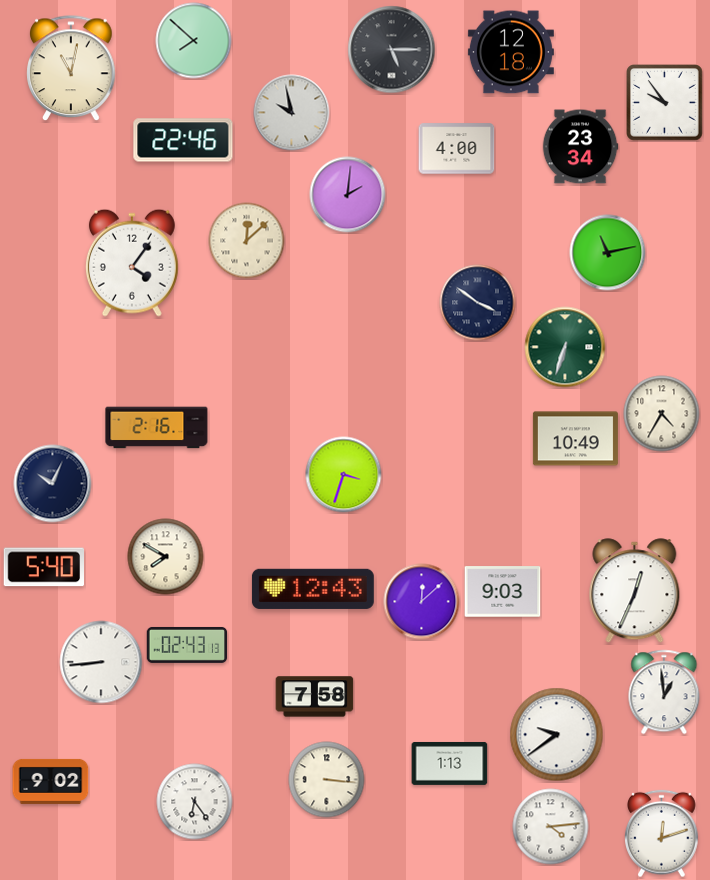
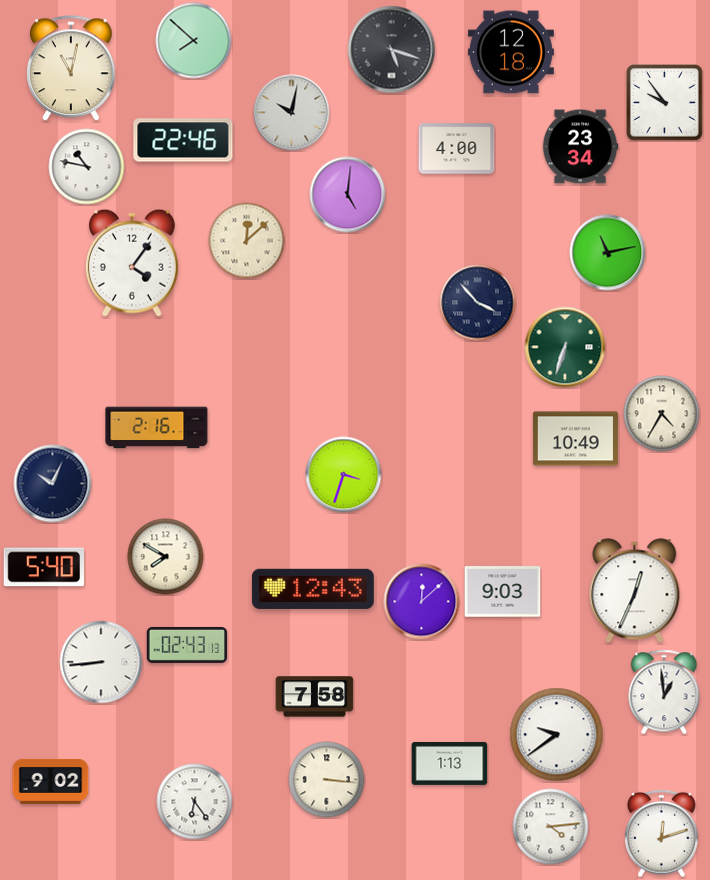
clock at (392, 50): 5:15 -> 5:18
clock at (292, 113): 9:58 -> 10:02
clock at (87, 167): none -> 10:47
clock at (348, 195): 2:01 -> 5:01
clock at (478, 303): 3:51 -> 3:53
